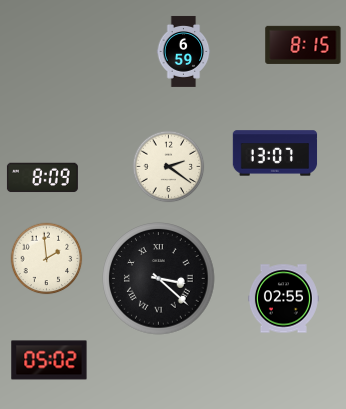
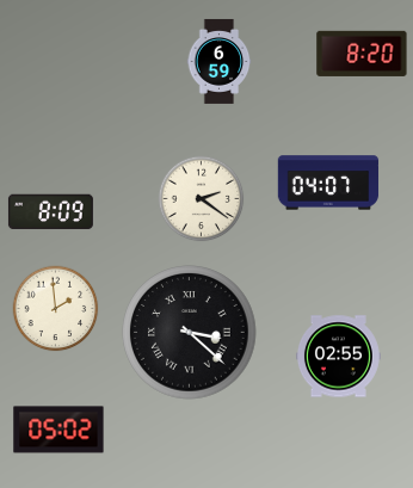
clock at (303, 45): 8:15 -> 8:20
clock at (275, 153): 13:07 -> 04:07
